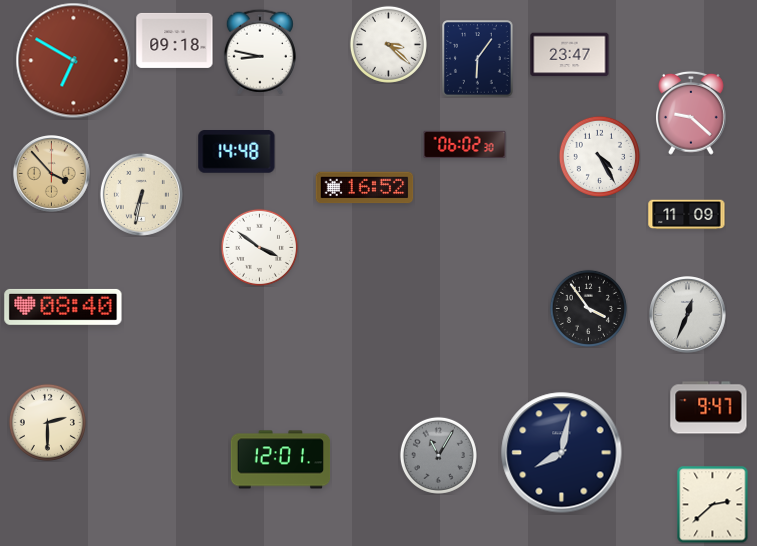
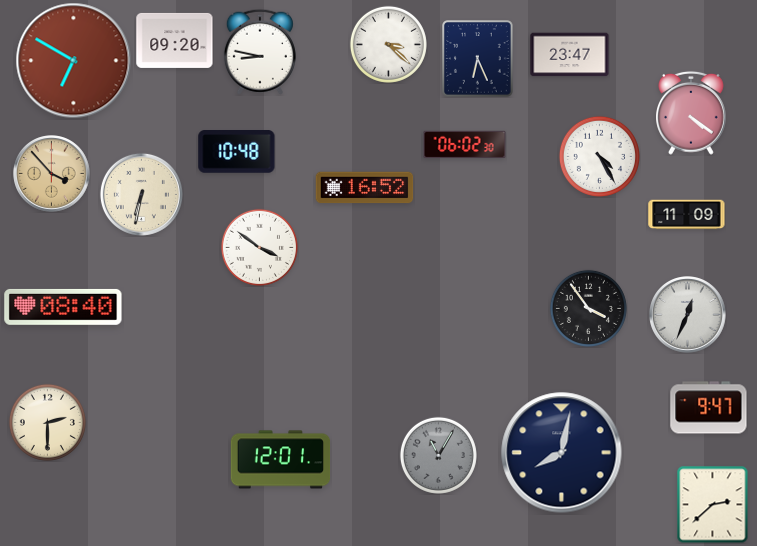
clock at (175, 40): 09:18 -> 09:20
clock at (478, 59): 6:06 -> 6:26
clock at (692, 113): 9:22 -> 4:21
clock at (237, 152): 14:48 -> 10:48
